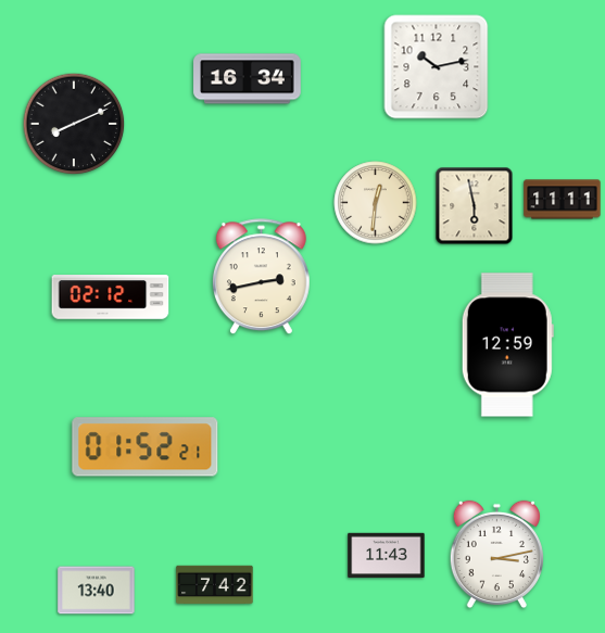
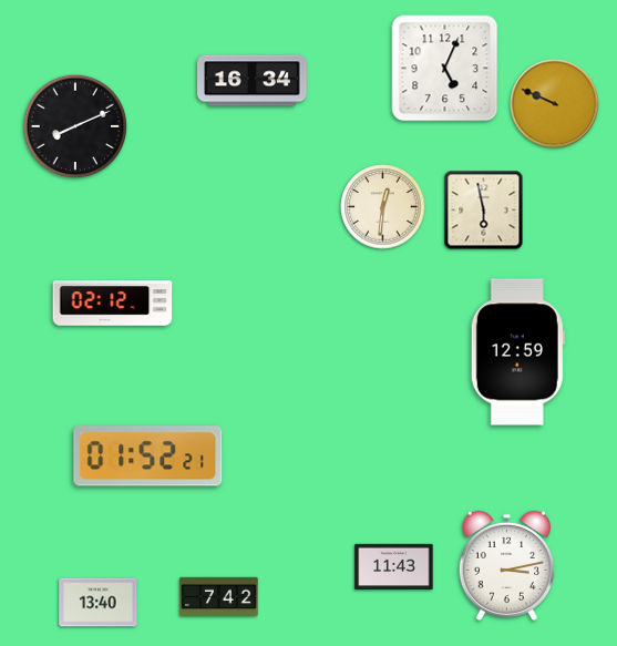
clock at (437, 67): 10:13 -> 5:04
clock at (555, 104): none -> 9:49
clock at (563, 200): 11:11 -> none
clock at (261, 277): 2:43 -> none
